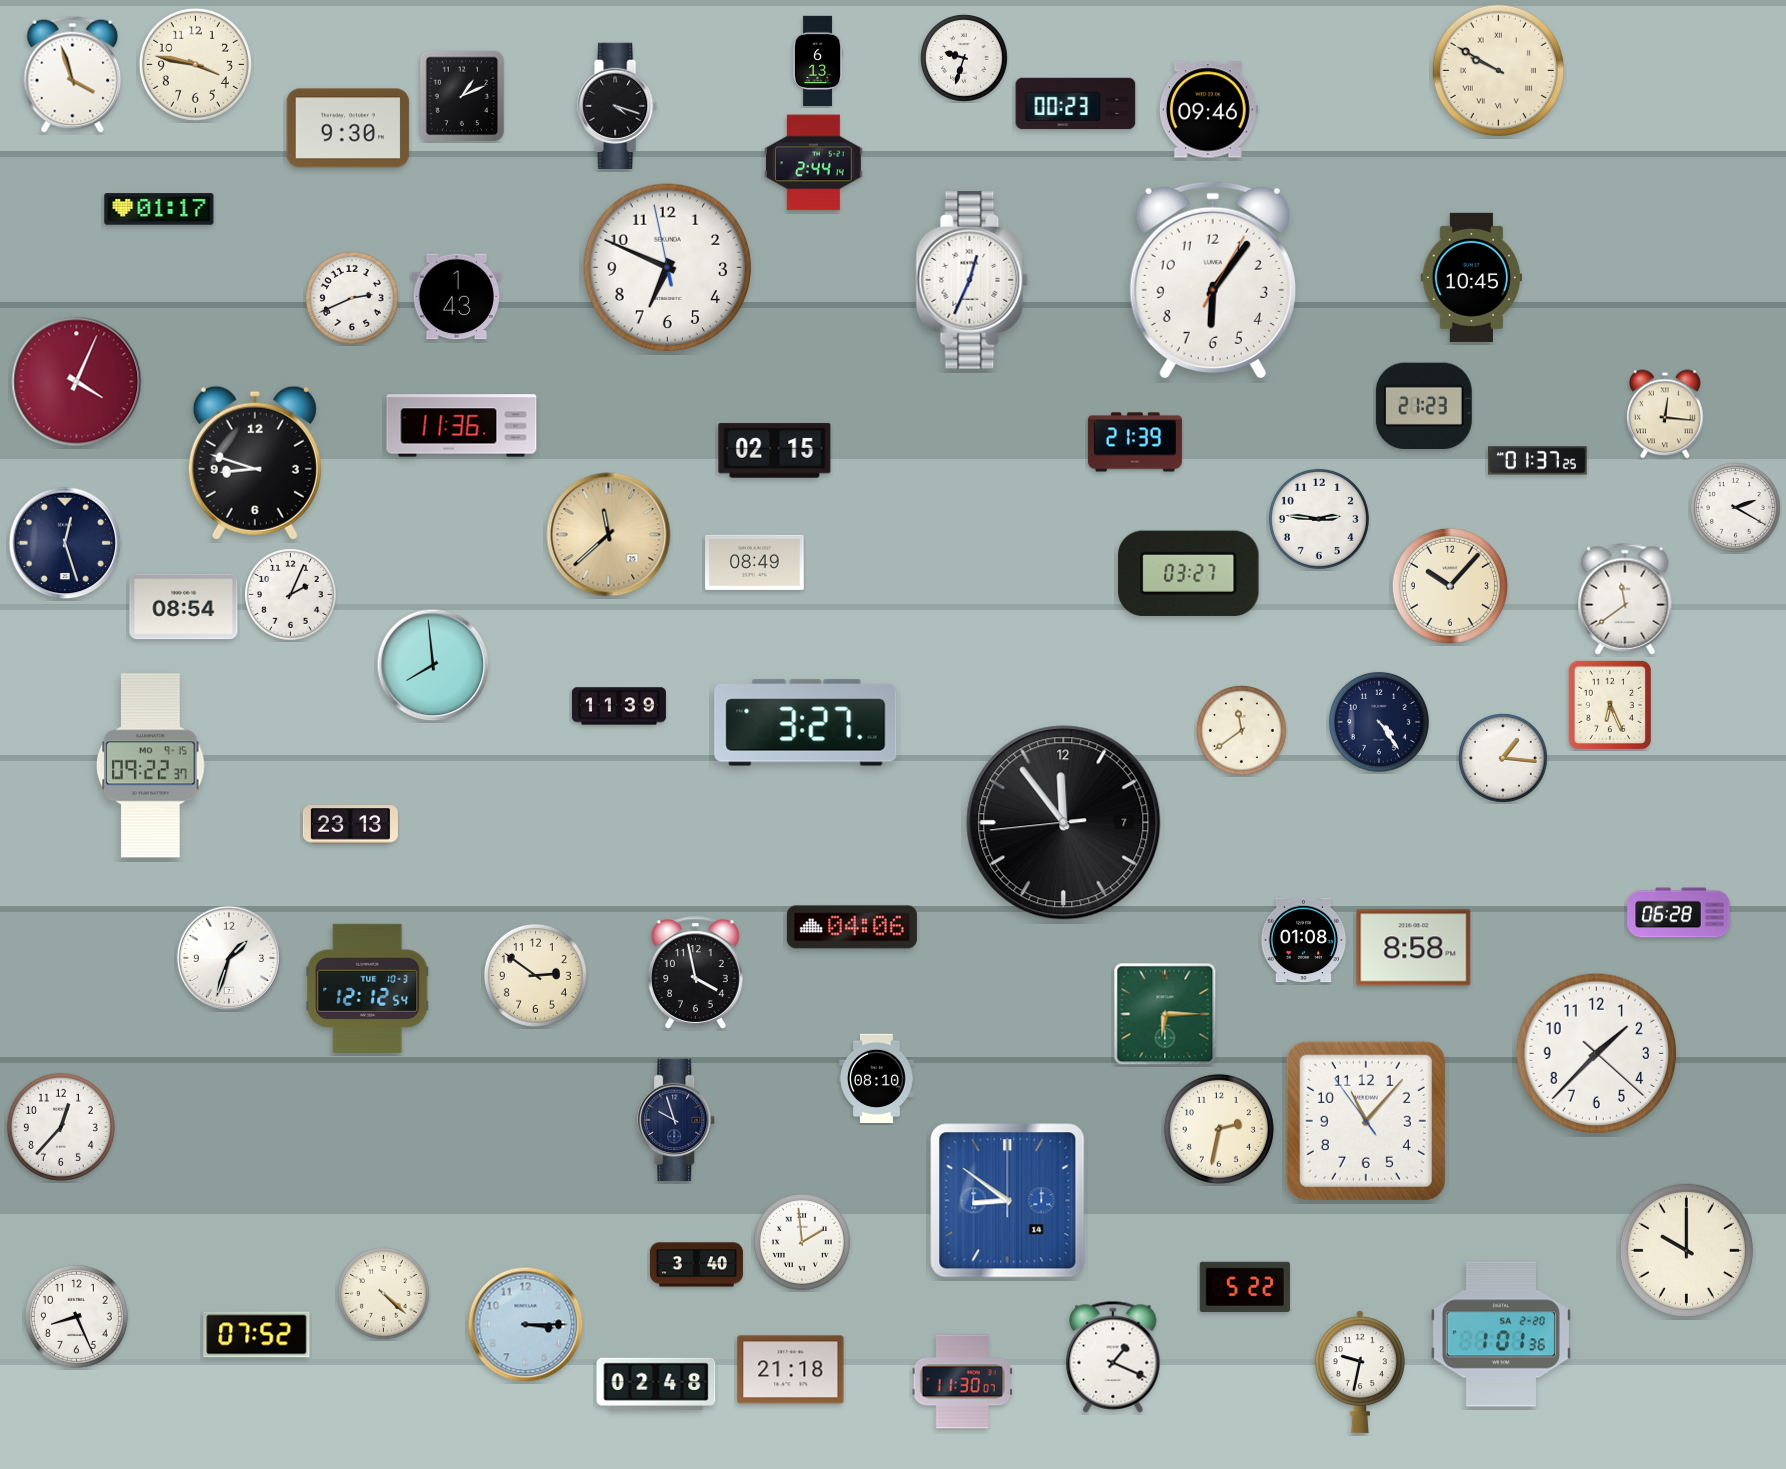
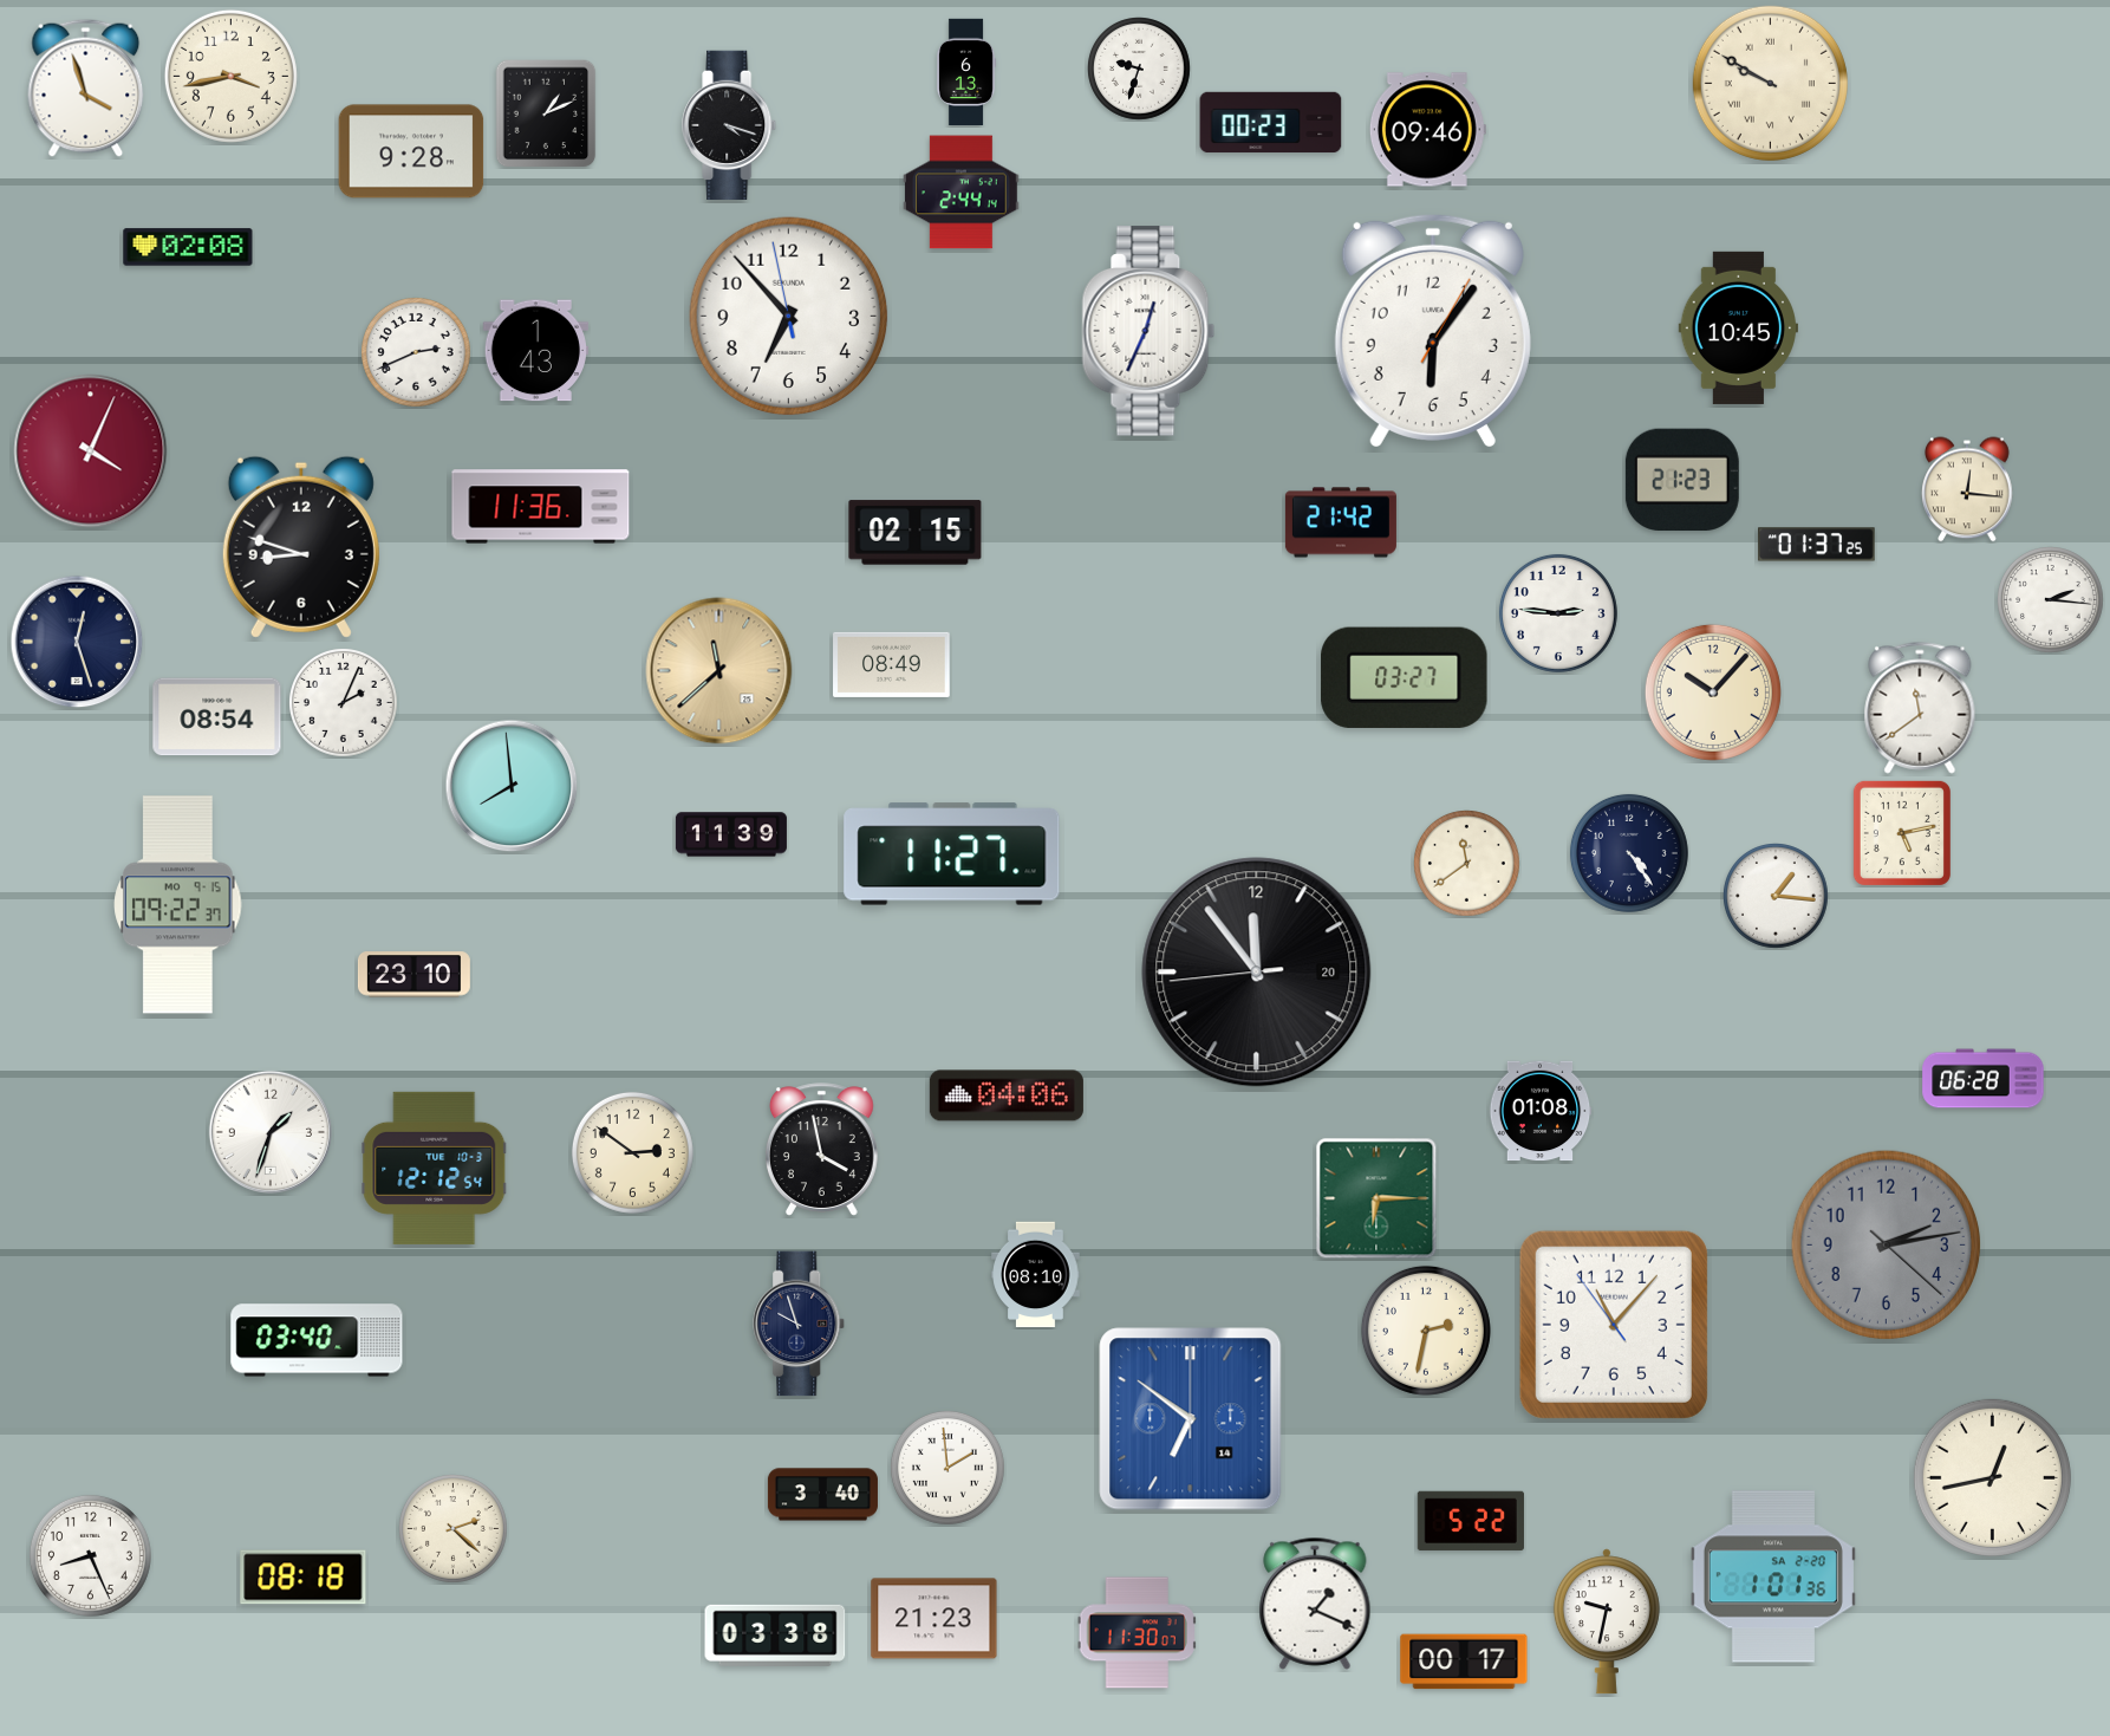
clock at (195, 64): 3:47 -> 3:43
clock at (348, 128): 9:30 -> 9:28
clock at (159, 209): 01:17 -> 02:08
clock at (668, 268): 6:48 -> 6:52
clock at (456, 297) position: (456, 297) -> (535, 351)
clock at (462, 426) position: (462, 426) -> (541, 507)
clock at (1135, 442): 21:39 -> 21:42
clock at (1736, 508): 2:20 -> 2:16
clock at (609, 535) position: (609, 535) -> (719, 671)
clock at (1610, 705): 6:26 -> 5:13
clock at (806, 723): 3:27 -> 11:27
clock at (1064, 823) date: 7 -> 20
clock at (350, 825): 23:13 -> 23:10
clock at (1414, 948): 8:58 -> none
clock at (1597, 1054): 1:37 -> 2:13
clock at (1597, 1054) dial: white -> grey
clock at (61, 1127): 12:37 -> none
clock at (1219, 1129) position: (1219, 1129) -> (1426, 1331)
clock at (317, 1340): none -> 03:40
clock at (1008, 1201): 8:51 -> 6:51
clock at (1686, 1250): 10:00 -> 12:43
clock at (384, 1294): 4:22 -> 2:22
clock at (526, 1325): 3:15 -> none
clock at (257, 1335): 07:52 -> 08:18
clock at (791, 1370): 21:18 -> 21:23
clock at (656, 1384): 02:48 -> 03:38
clock at (1464, 1662): none -> 00:17
